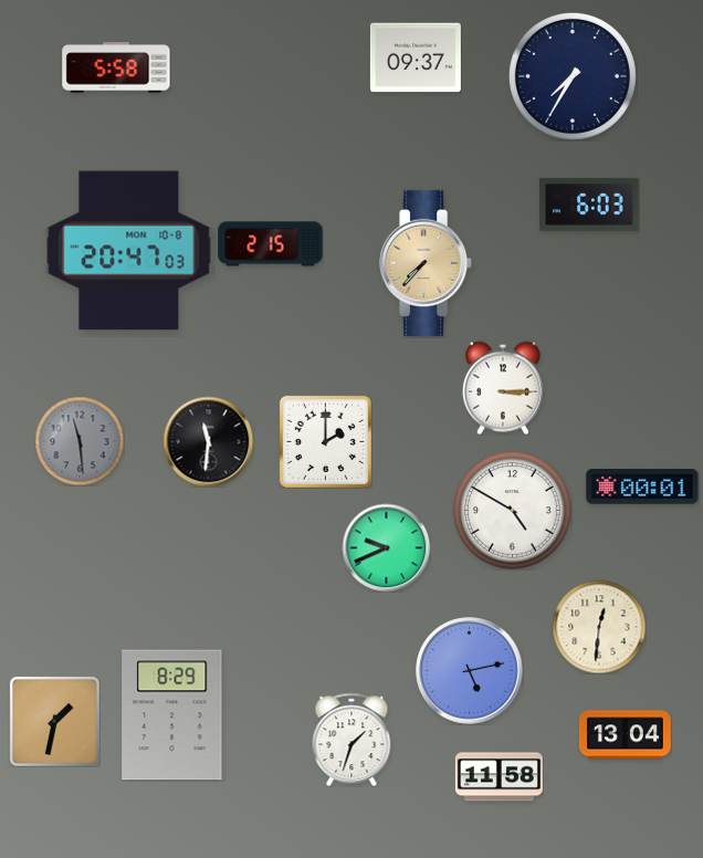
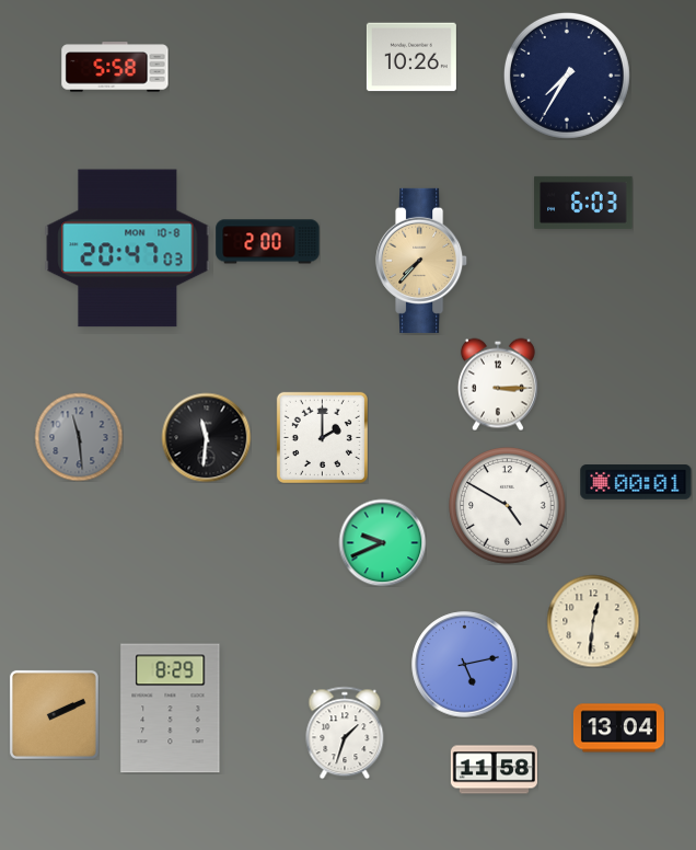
clock at (416, 57): 09:37 -> 10:26
clock at (271, 244): 2:15 -> 2:00
clock at (54, 721): 1:32 -> 2:11
clock at (351, 740) position: (351, 740) -> (345, 733)
